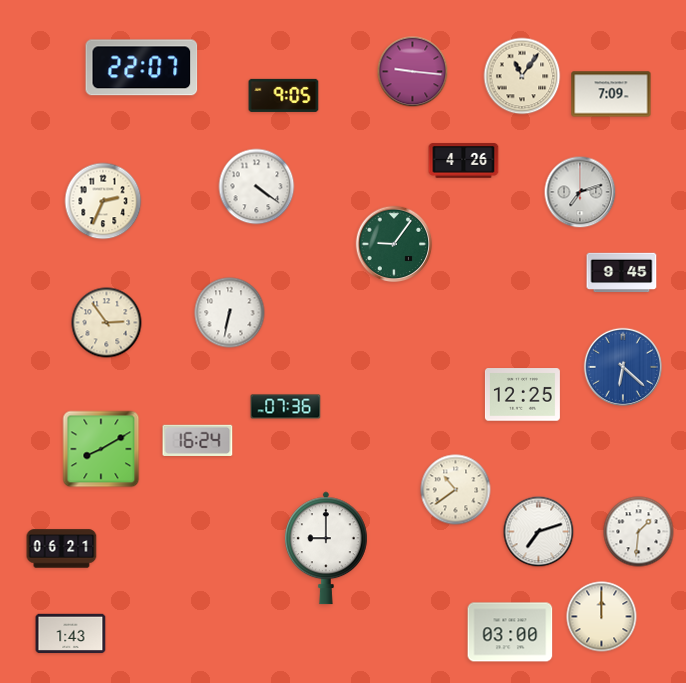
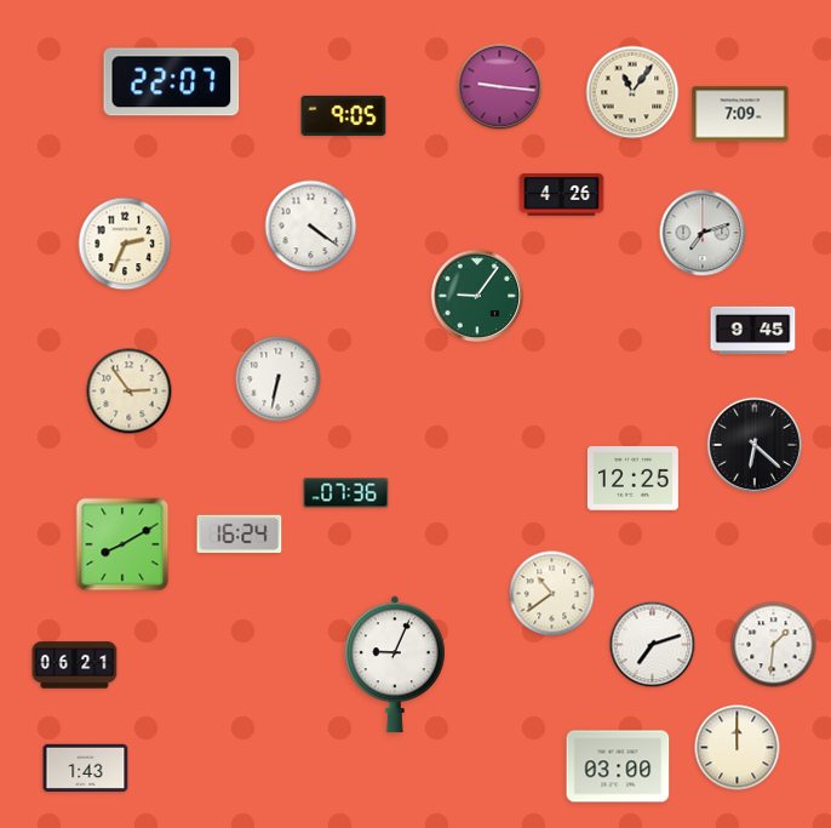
clock at (623, 367) dial: blue -> black
clock at (326, 548): 9:00 -> 9:04
clock at (602, 617) position: (602, 617) -> (738, 748)
